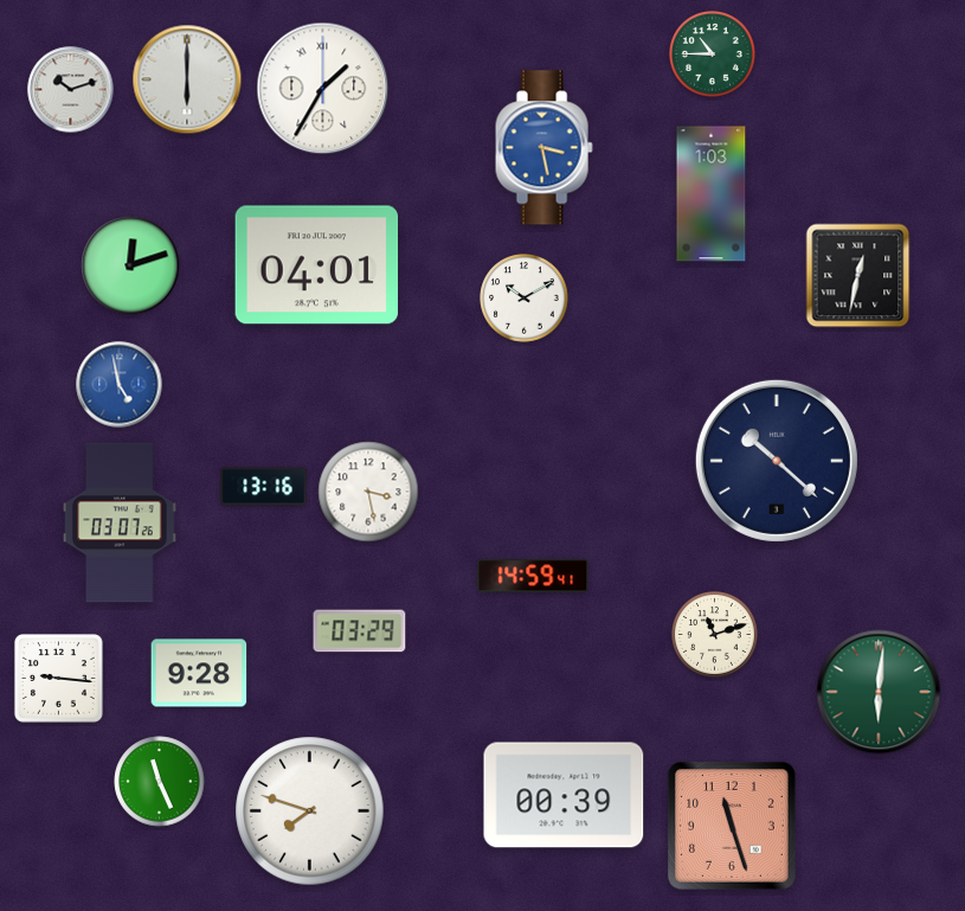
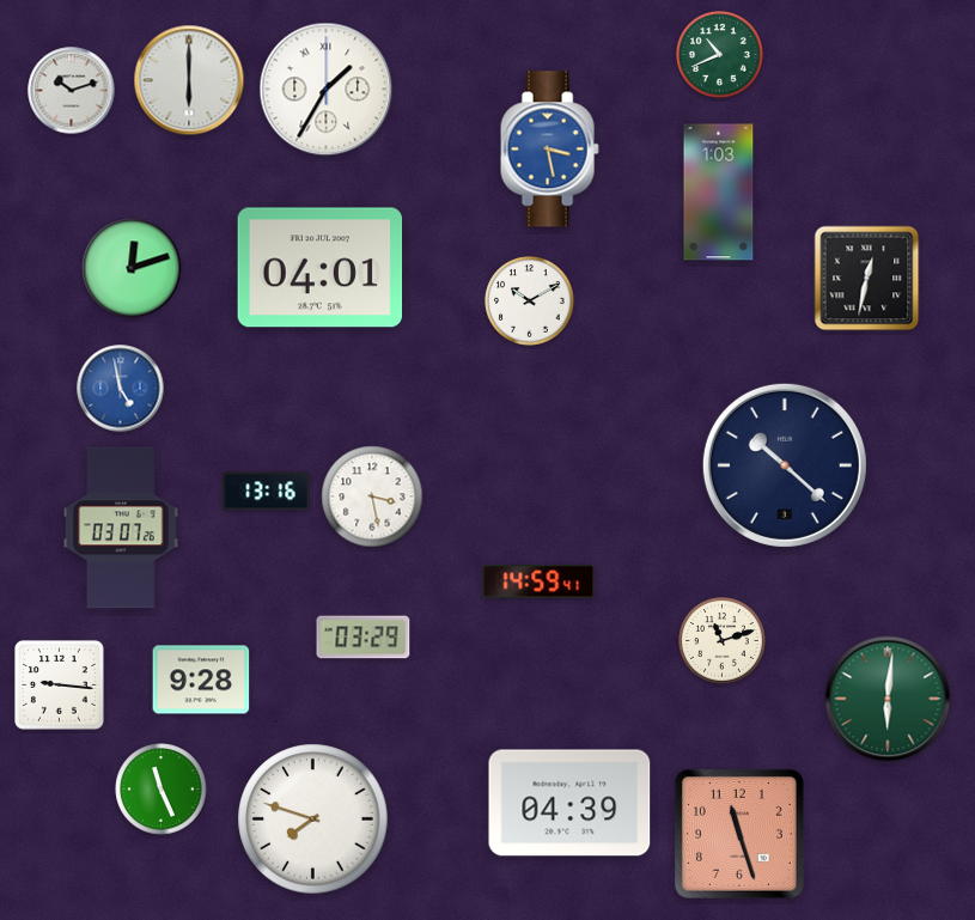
clock at (713, 54): 10:45 -> 10:41
clock at (712, 194) position: (712, 194) -> (719, 193)
clock at (564, 795): 00:39 -> 04:39
